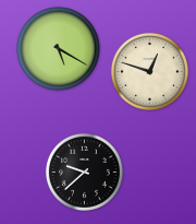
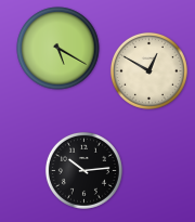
clock at (149, 71): 12:48 -> 12:50
clock at (84, 172): 9:38 -> 10:14
